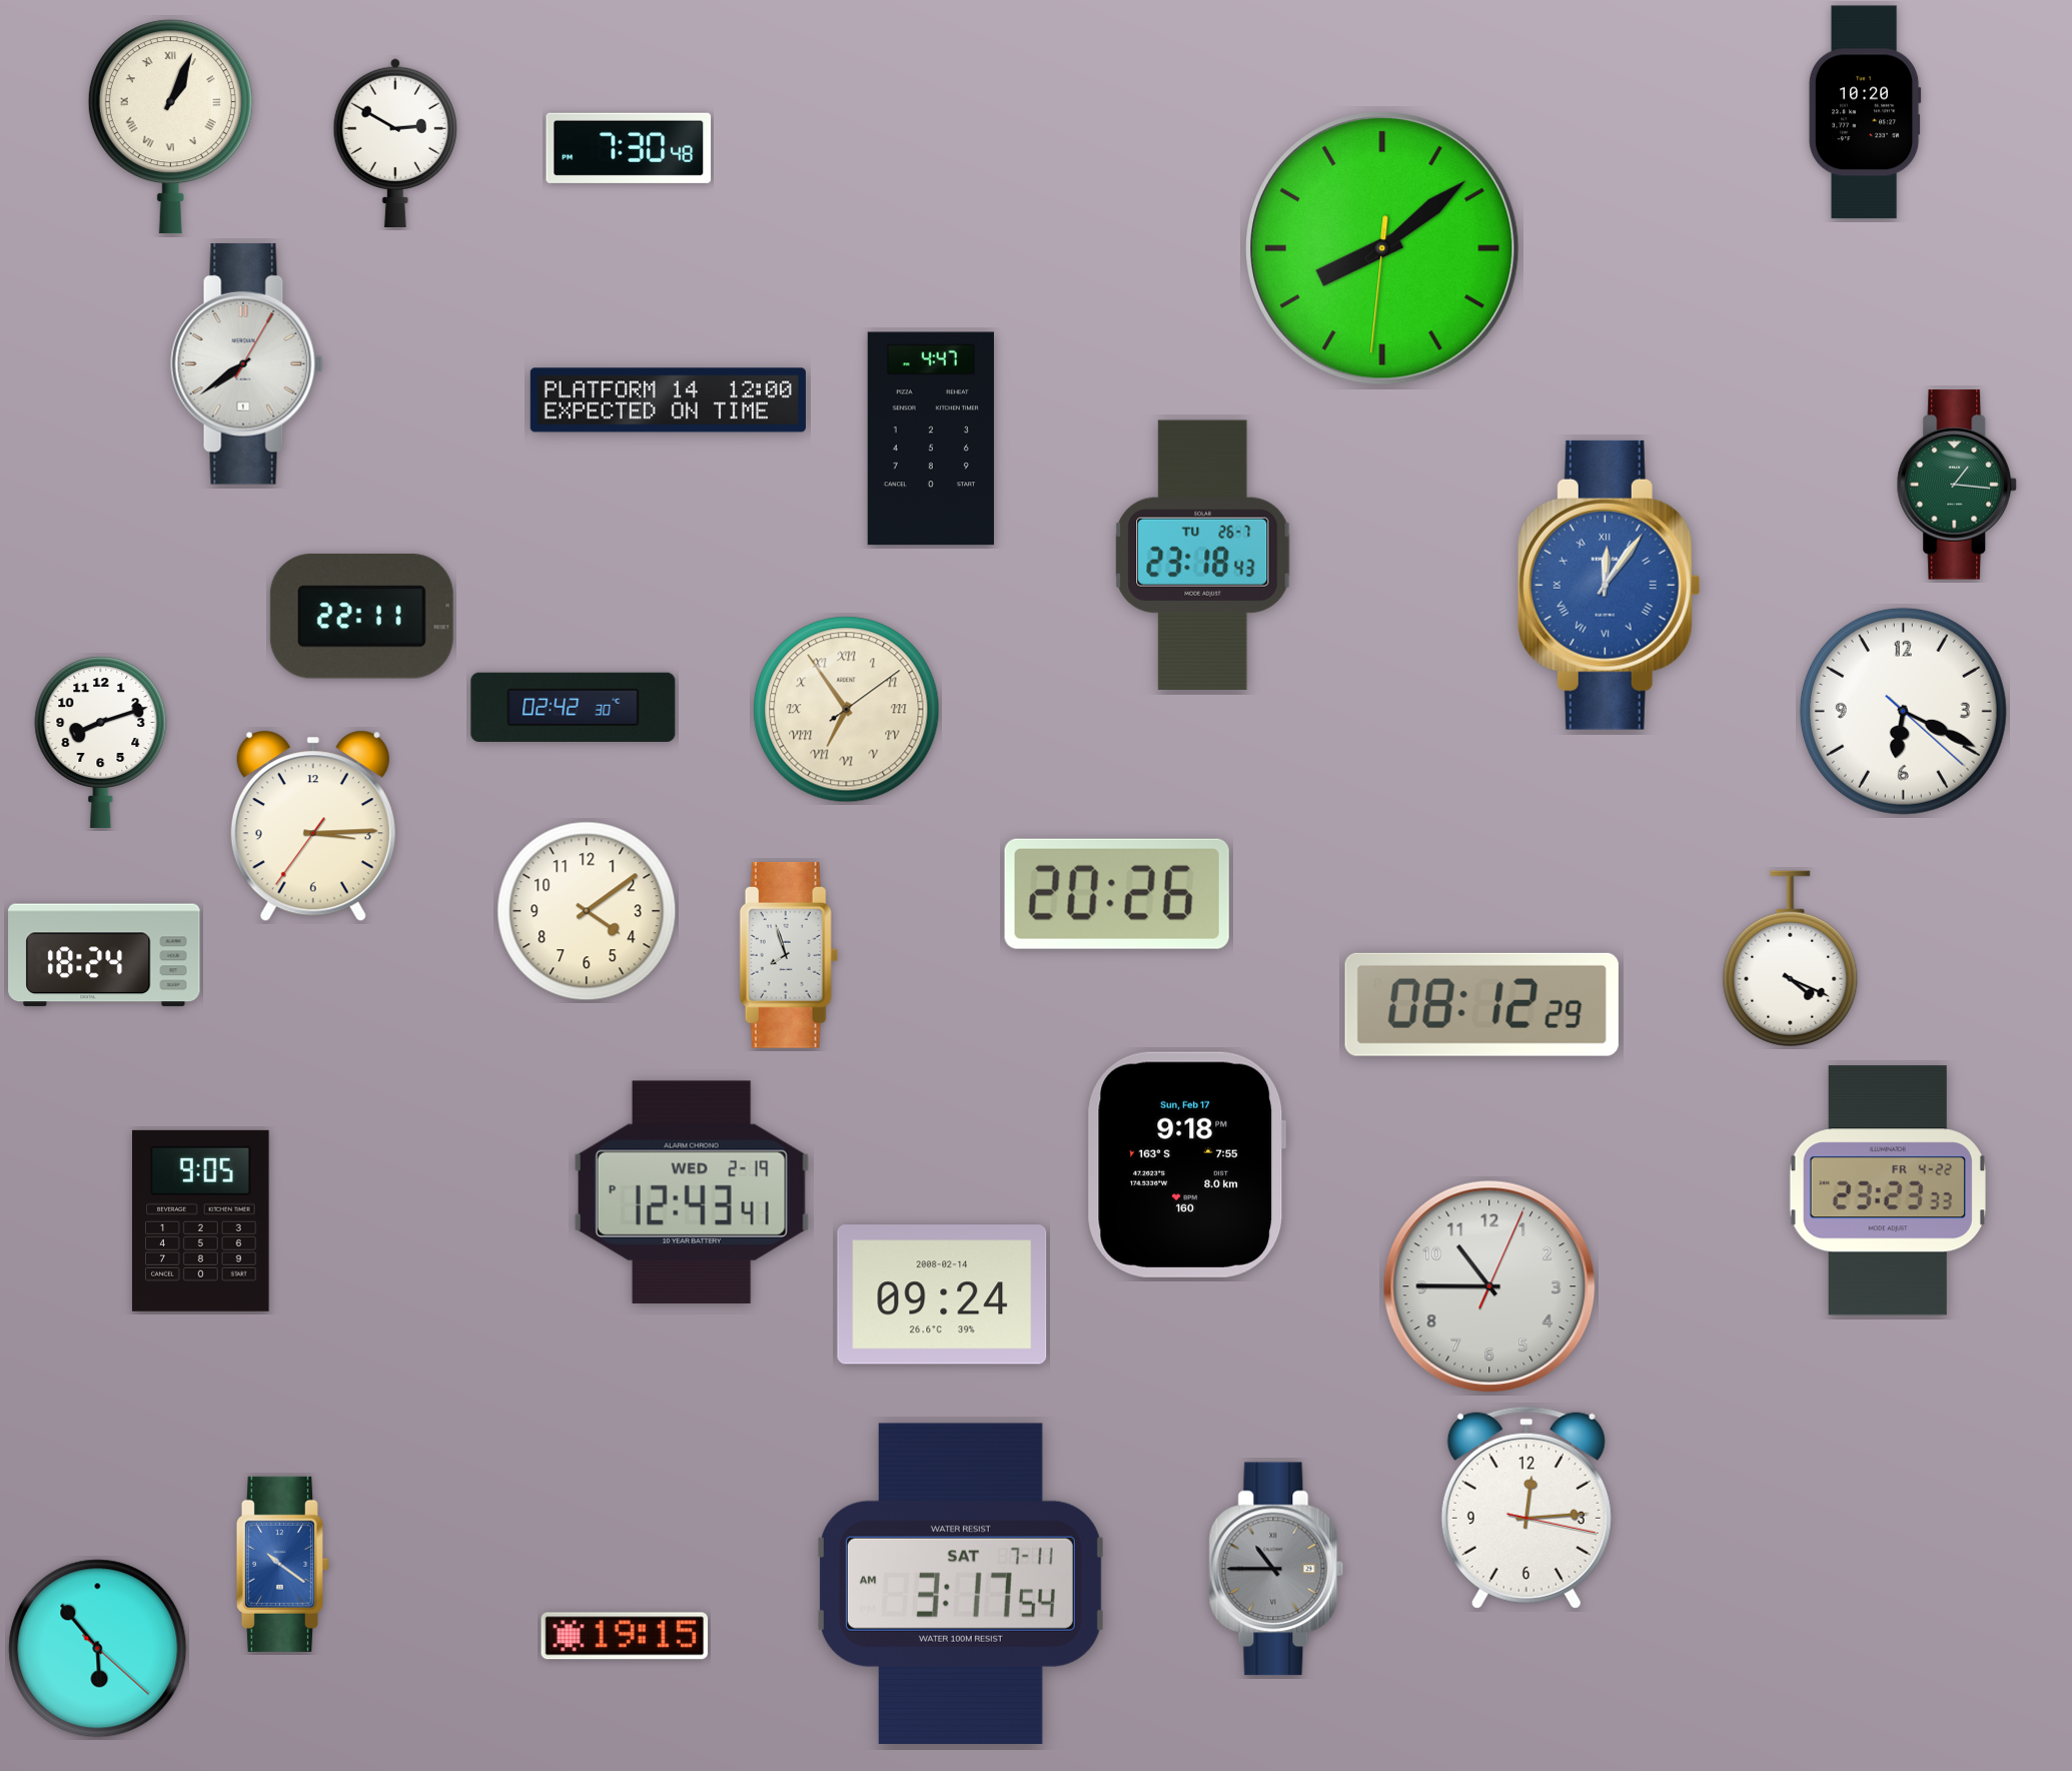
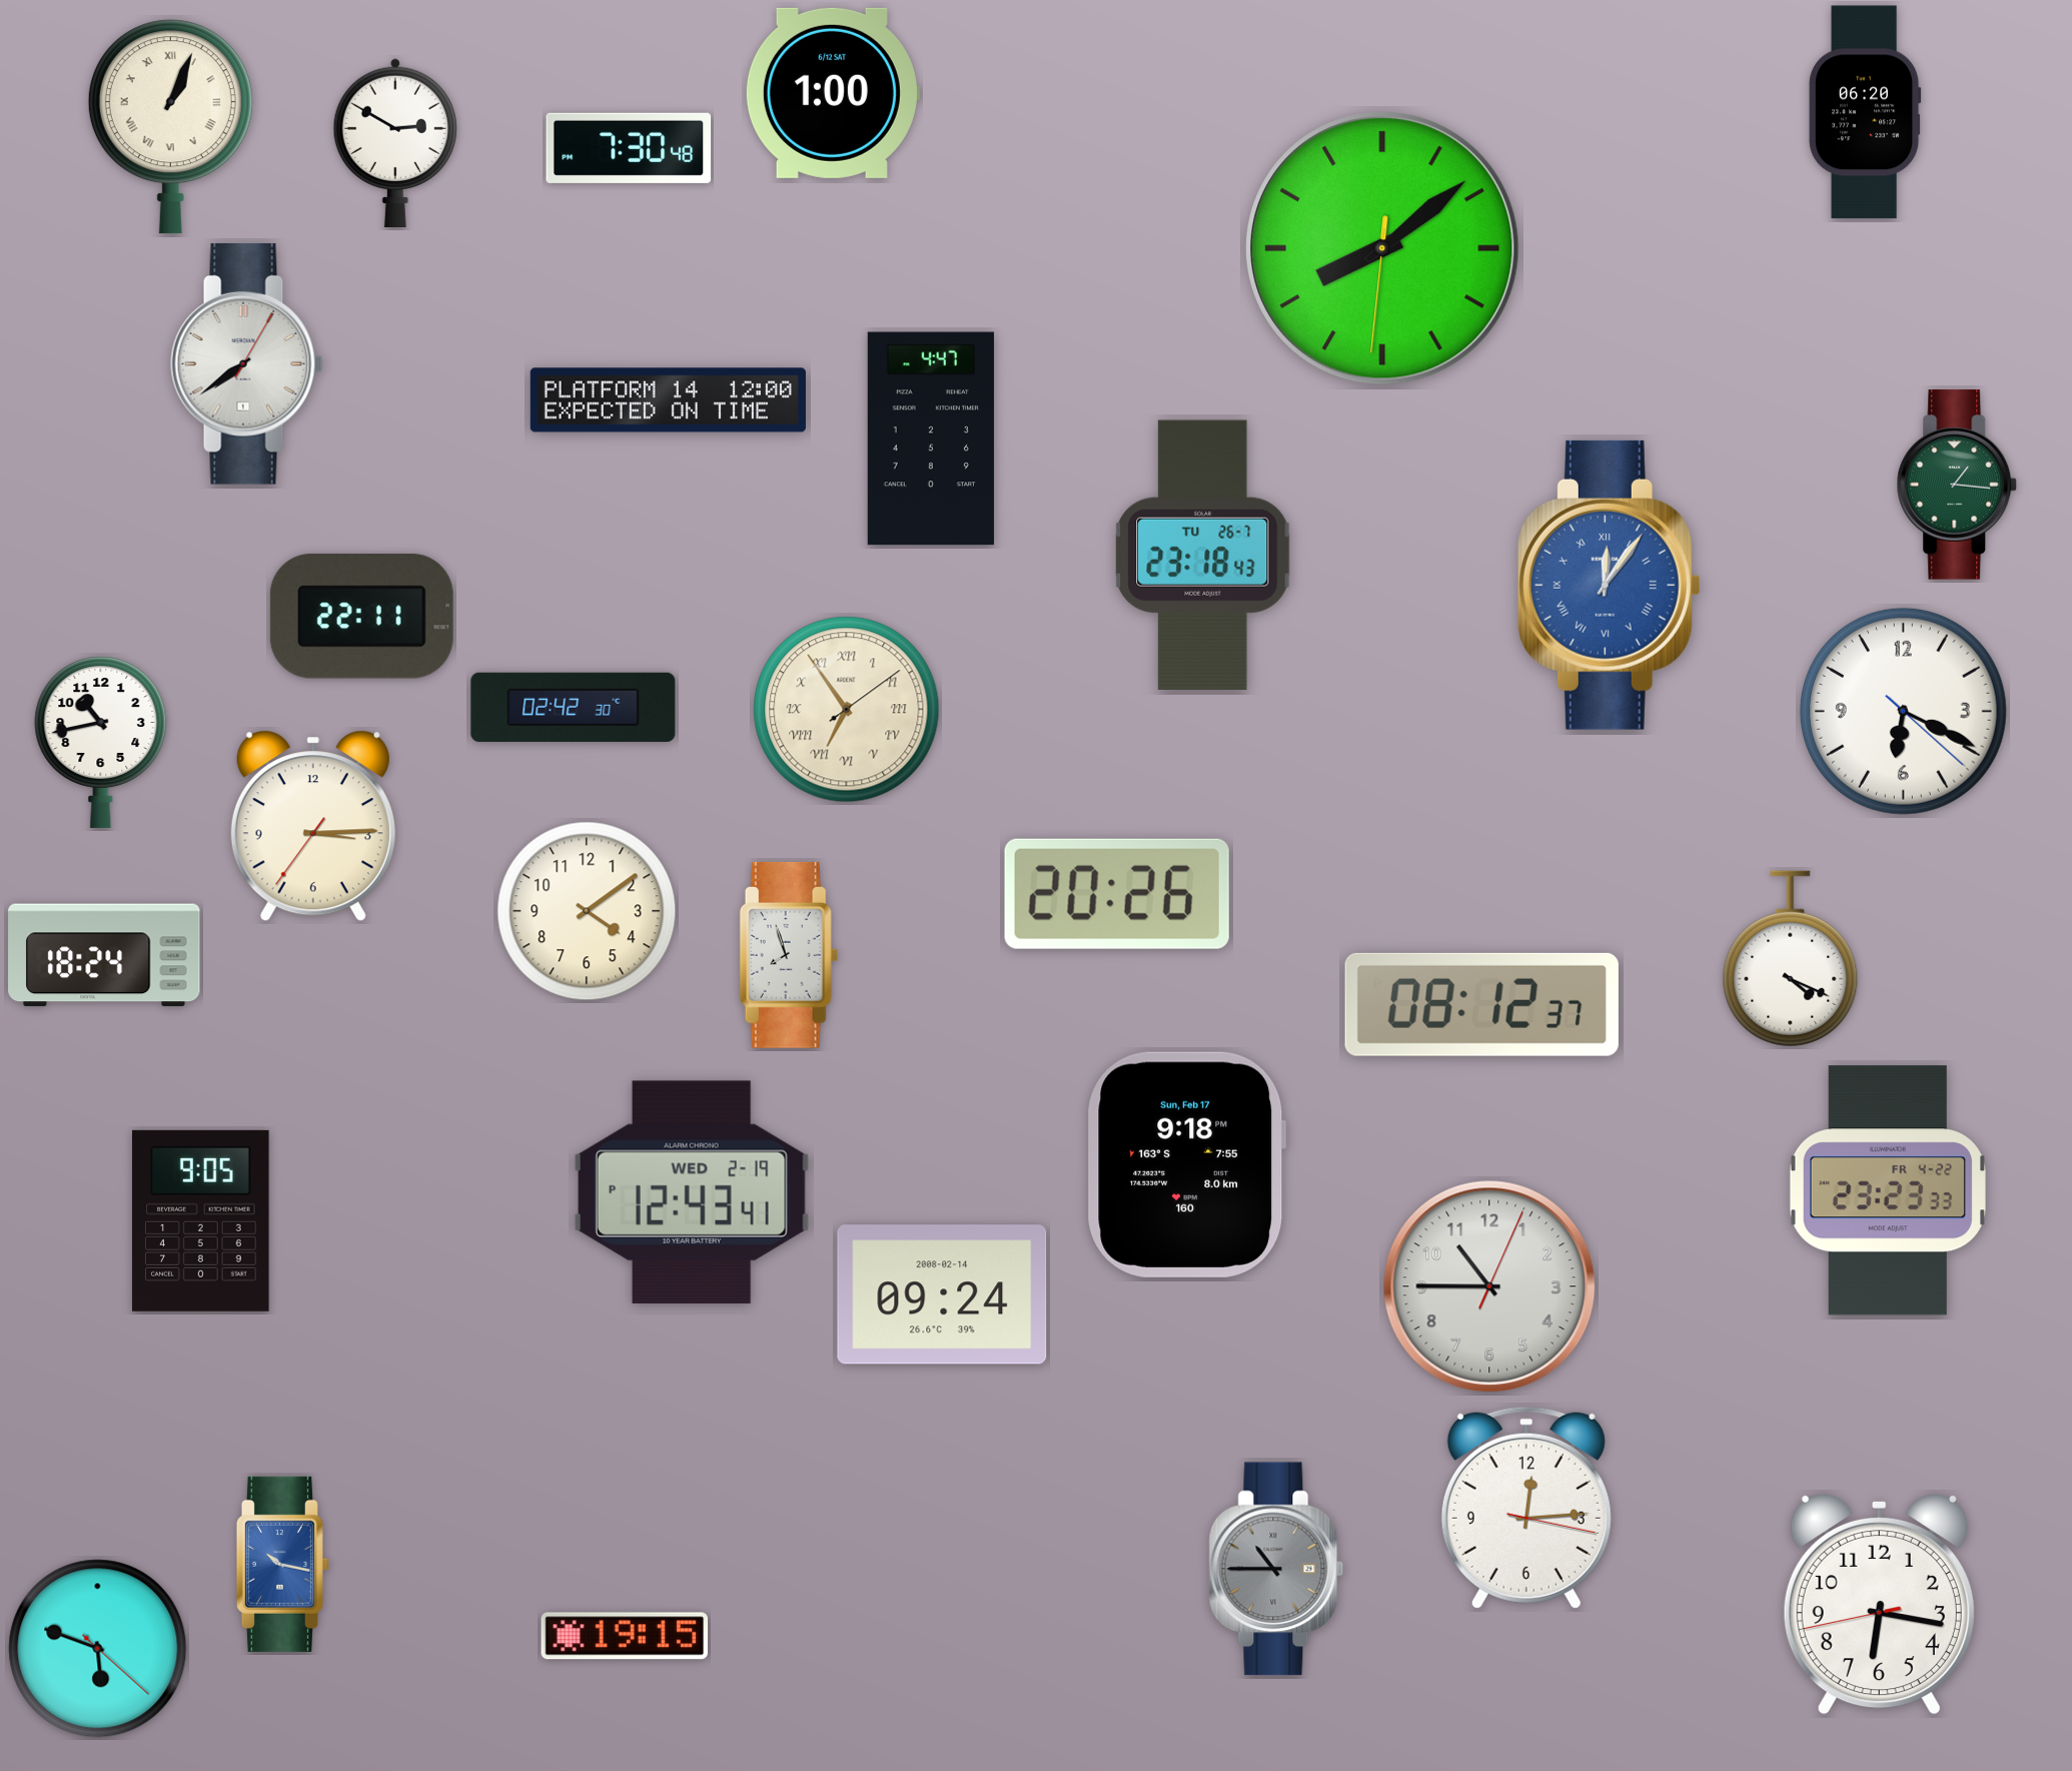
clock at (832, 93): none -> 1:00
clock at (1865, 112): 10:20 -> 06:20
clock at (101, 743): 8:12 -> 10:43
clock at (1481, 1004): 08:12:29 -> 08:12:37
clock at (282, 1564): 10:21 -> 10:17
clock at (961, 1584): 3:17 -> none
clock at (1879, 1604): none -> 6:16
clock at (98, 1649): 5:53 -> 5:48
